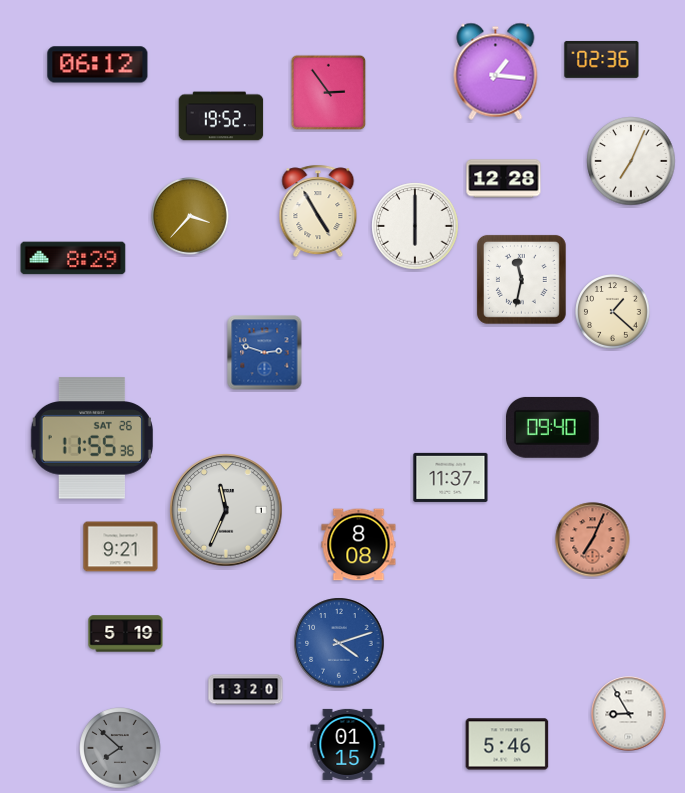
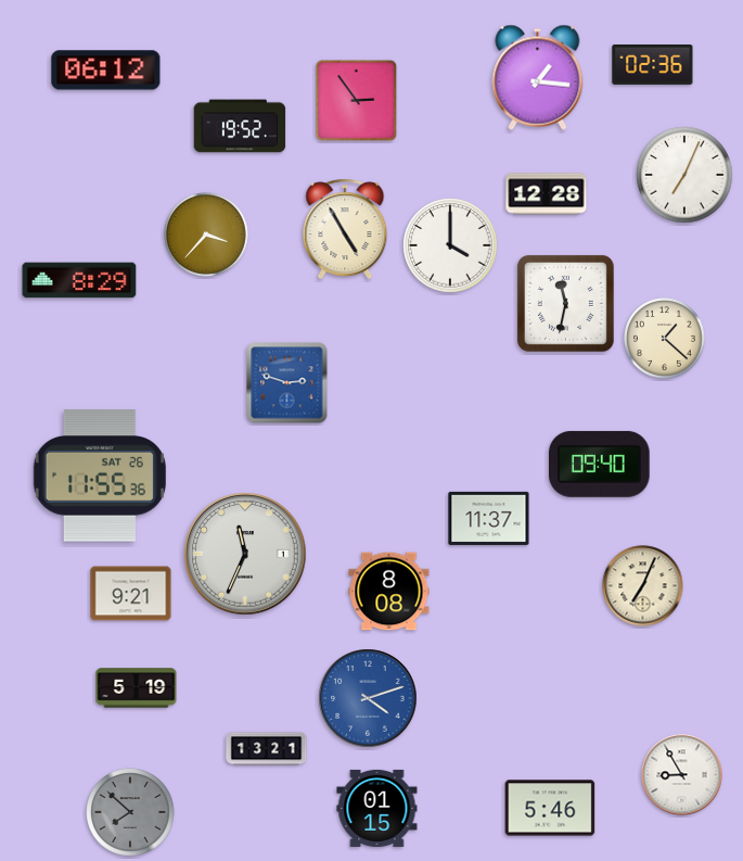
clock at (415, 226): 6:00 -> 4:00
clock at (593, 540) dial: salmon -> cream
clock at (246, 690): 13:20 -> 13:21
